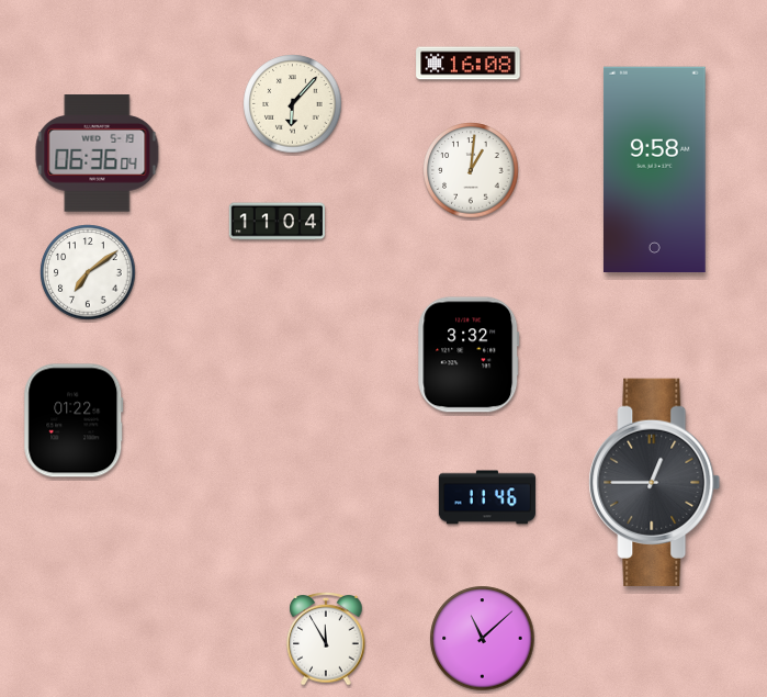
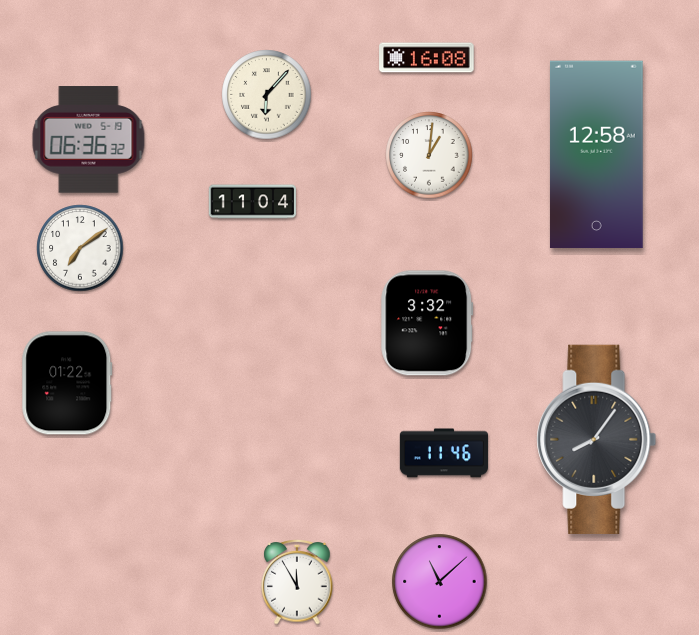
clock at (98, 154): 06:36:04 -> 06:36:32
clock at (654, 170): 9:58 -> 12:58
clock at (655, 482): 12:45 -> 8:06
